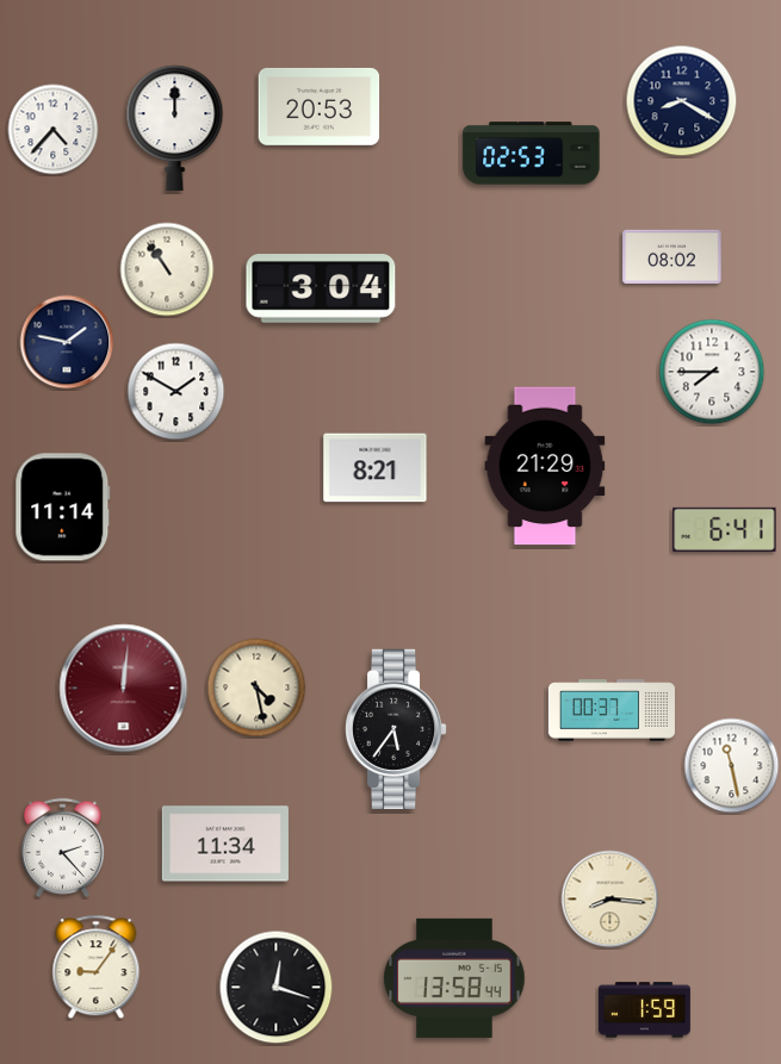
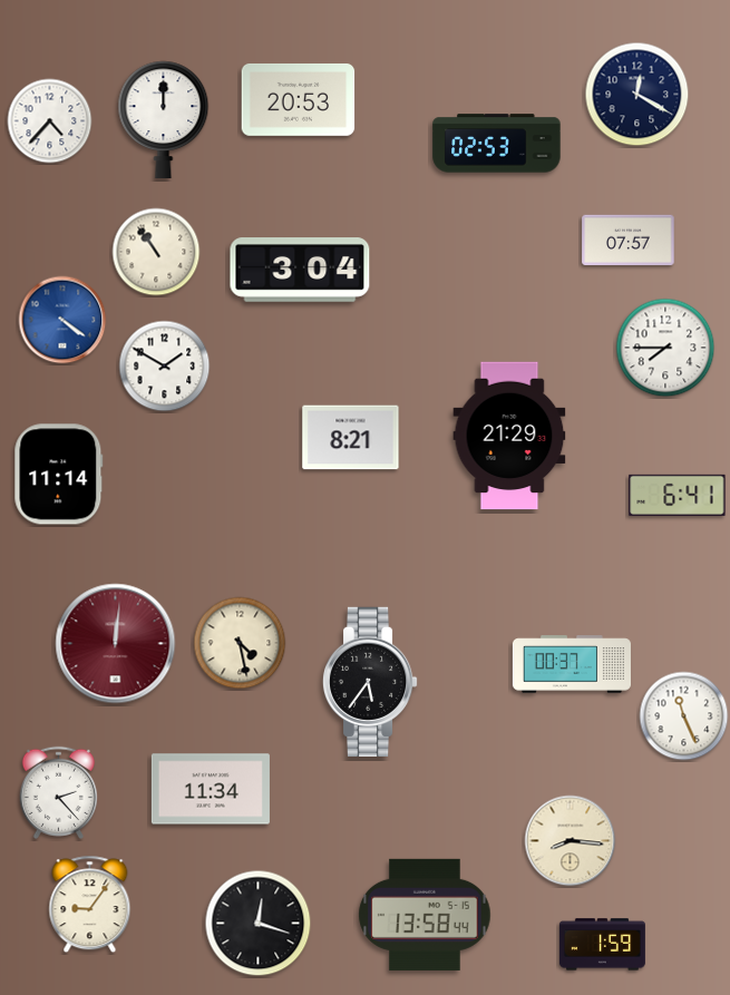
clock at (682, 101): 8:20 -> 12:20
clock at (672, 256): 08:02 -> 07:57
clock at (67, 342): 1:47 -> 4:21
clock at (67, 342) dial: navy -> blue
clock at (732, 766): 11:28 -> 11:26
